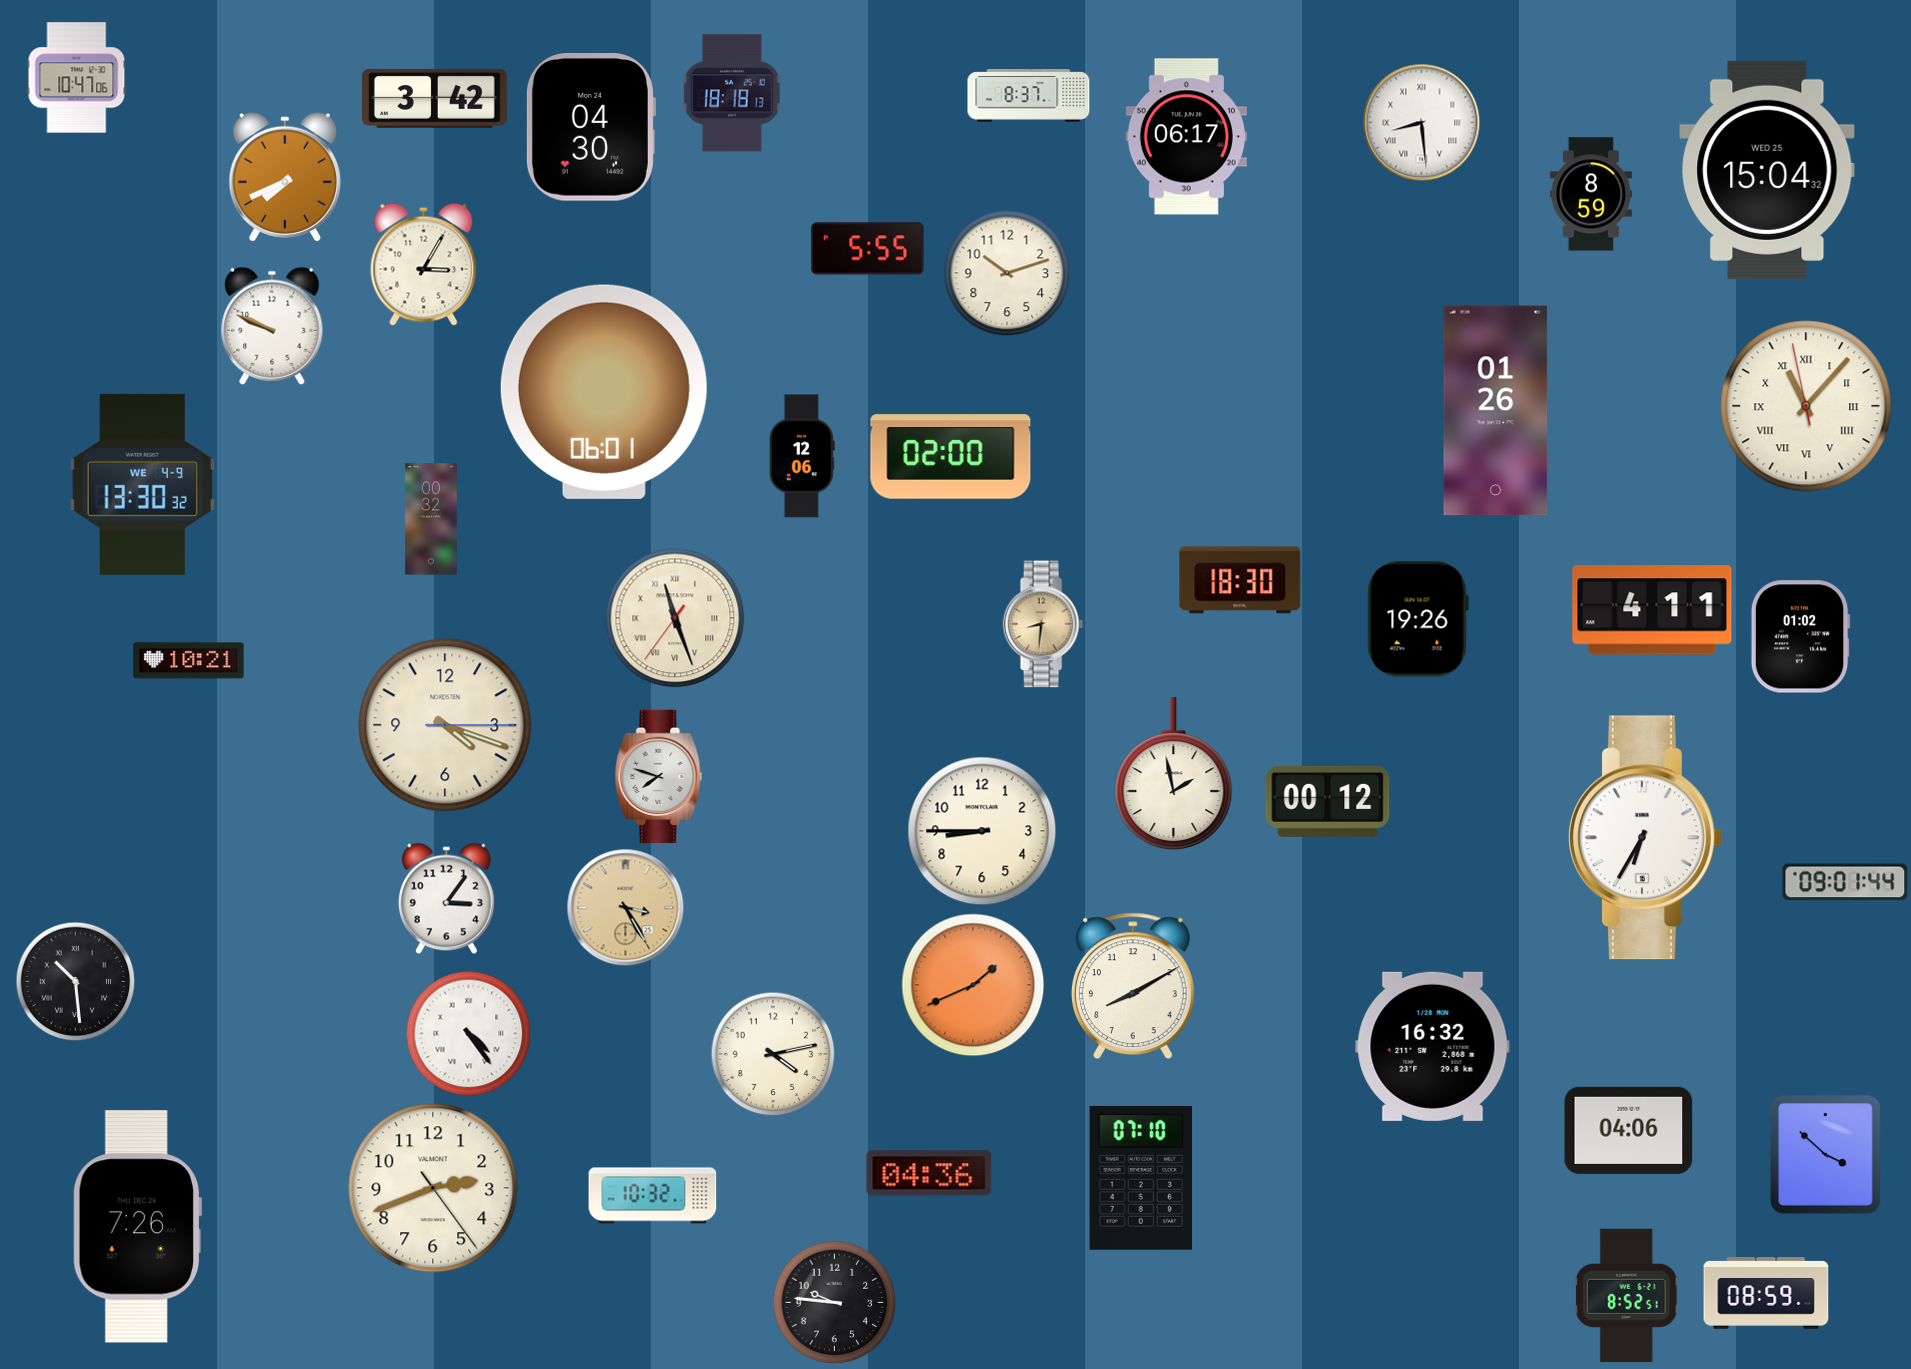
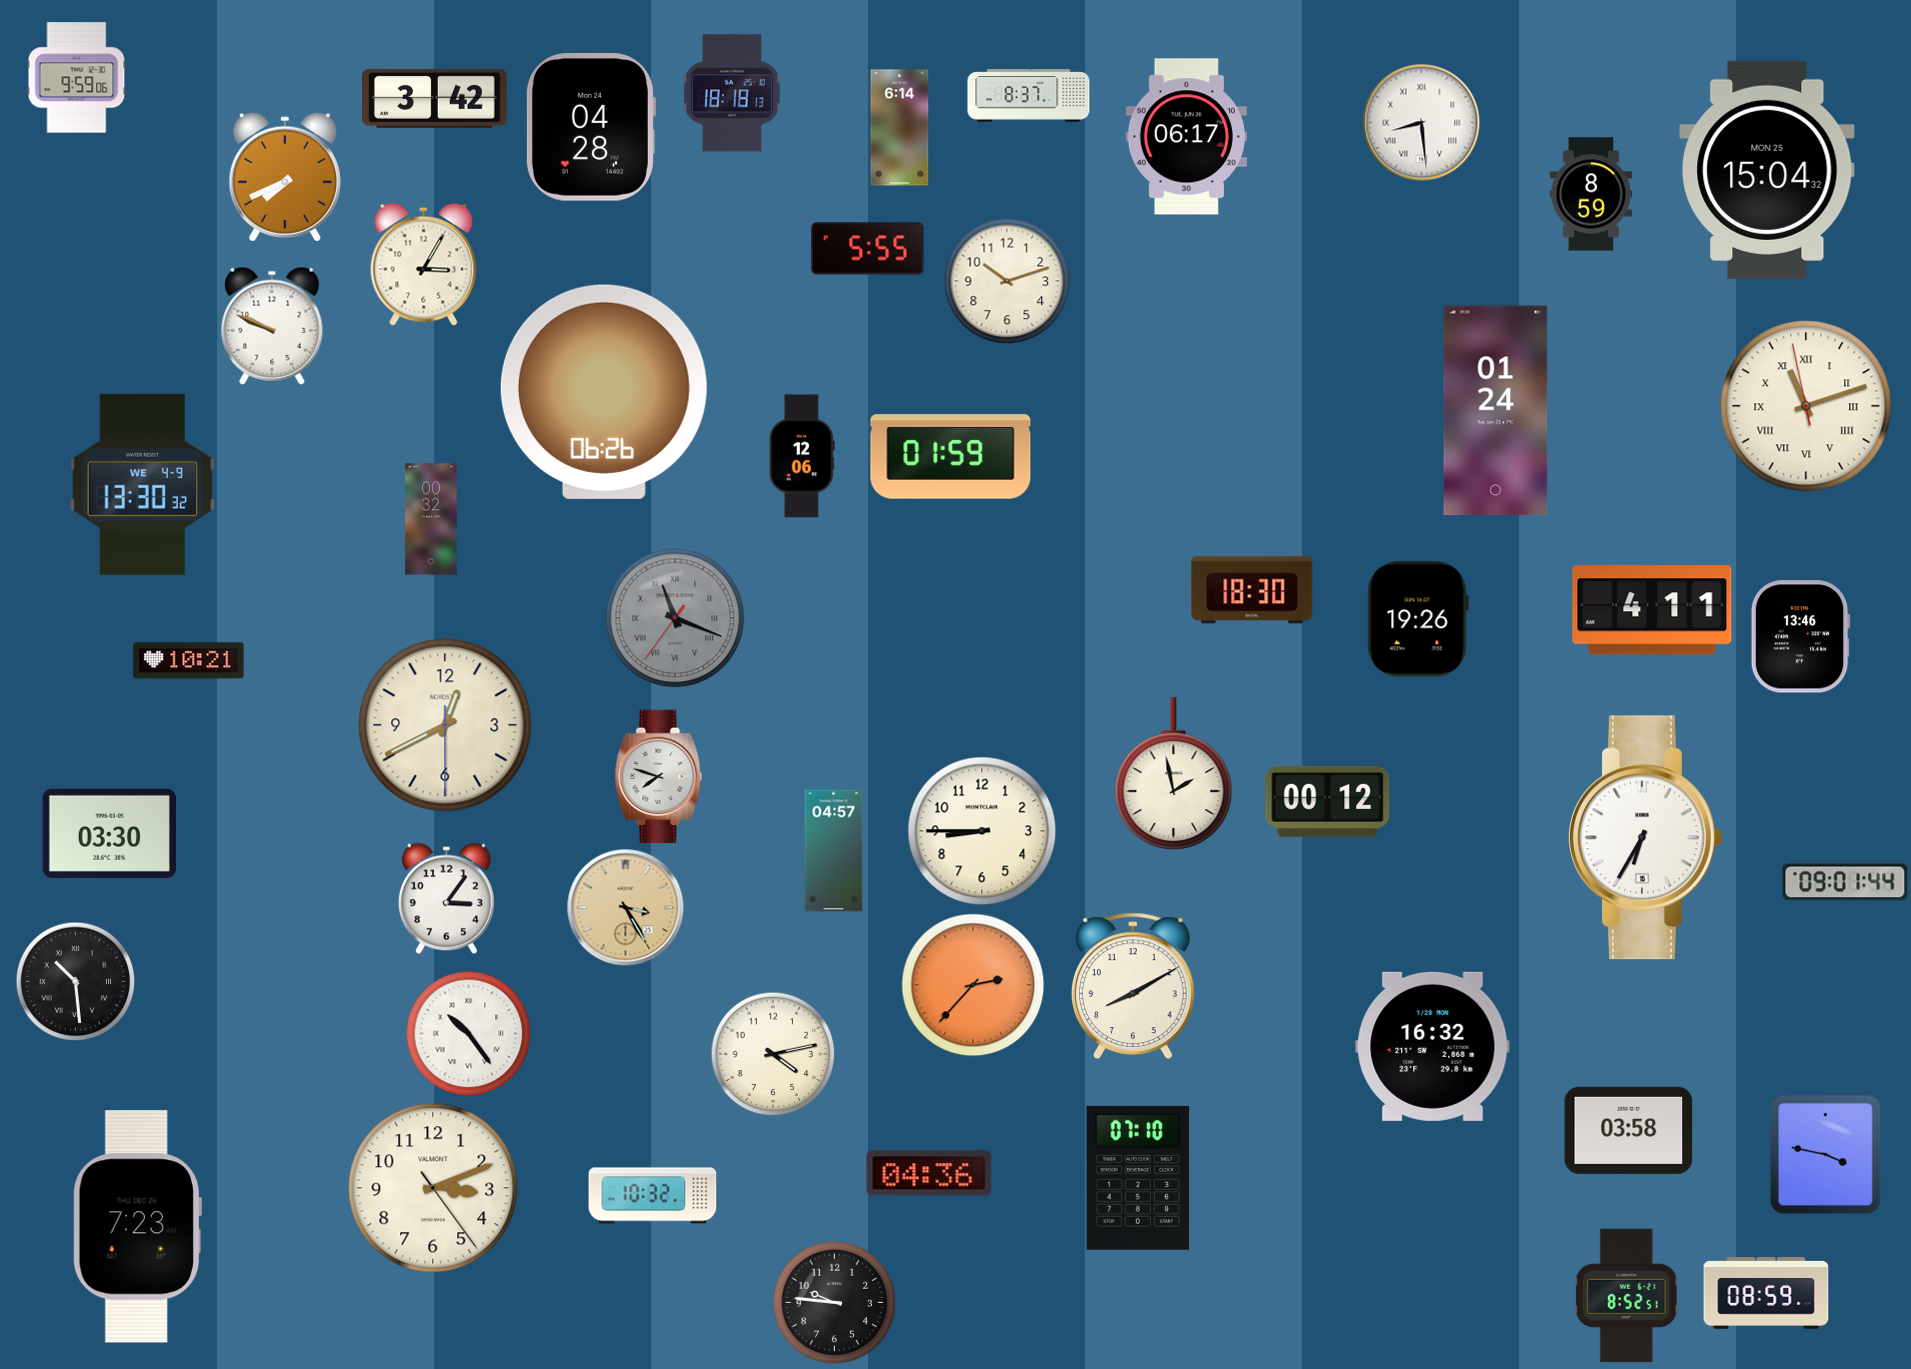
clock at (77, 78): 10:47 -> 9:59
clock at (590, 128): 04:30 -> 04:28
clock at (900, 128): none -> 6:14
clock at (1767, 170) date: WED 25 -> MON 25
clock at (1007, 273) position: (1007, 273) -> (1007, 281)
clock at (604, 392): 06:01 -> 06:26
clock at (1806, 406): 11:06 -> 11:11
clock at (1496, 411): 01:26 -> 01:24
clock at (951, 457): 02:00 -> 01:59
clock at (1240, 580) position: (1240, 580) -> (1252, 590)
clock at (675, 618): 11:26 -> 11:18
clock at (675, 618) dial: cream -> grey
clock at (1043, 624): 8:31 -> none
clock at (1800, 637): 01:02 -> 13:46
clock at (445, 725): 4:18 -> 12:40
clock at (109, 833): none -> 03:30
clock at (834, 851): none -> 04:57
clock at (973, 985): 1:41 -> 2:37
clock at (469, 1034): 4:24 -> 10:24
clock at (1629, 1130): 04:06 -> 03:58
clock at (1826, 1155): 3:52 -> 3:47
clock at (1141, 1178) position: (1141, 1178) -> (1138, 1178)
clock at (433, 1188): 2:41 -> 3:11
clock at (137, 1227): 7:26 -> 7:23
